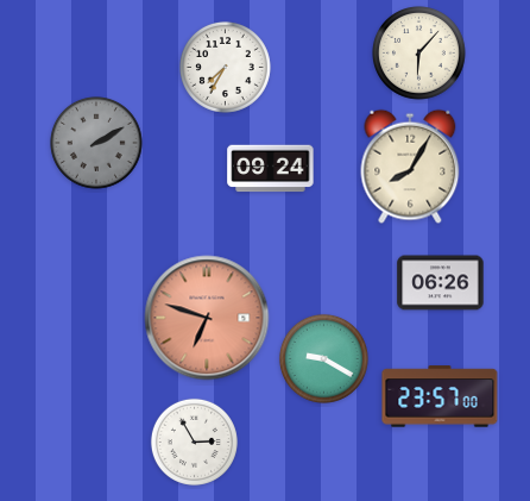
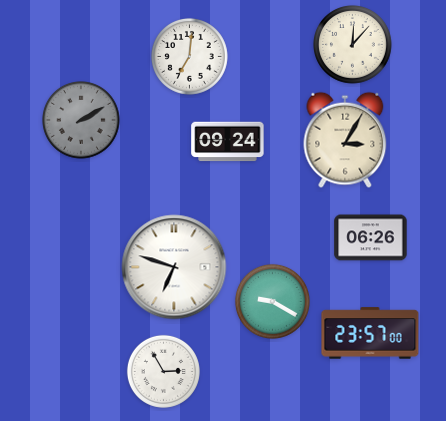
clock at (419, 54): 6:07 -> 12:07
clock at (225, 67): 7:35 -> 7:01
clock at (410, 167): 8:05 -> 3:05
clock at (207, 318) dial: salmon -> white
